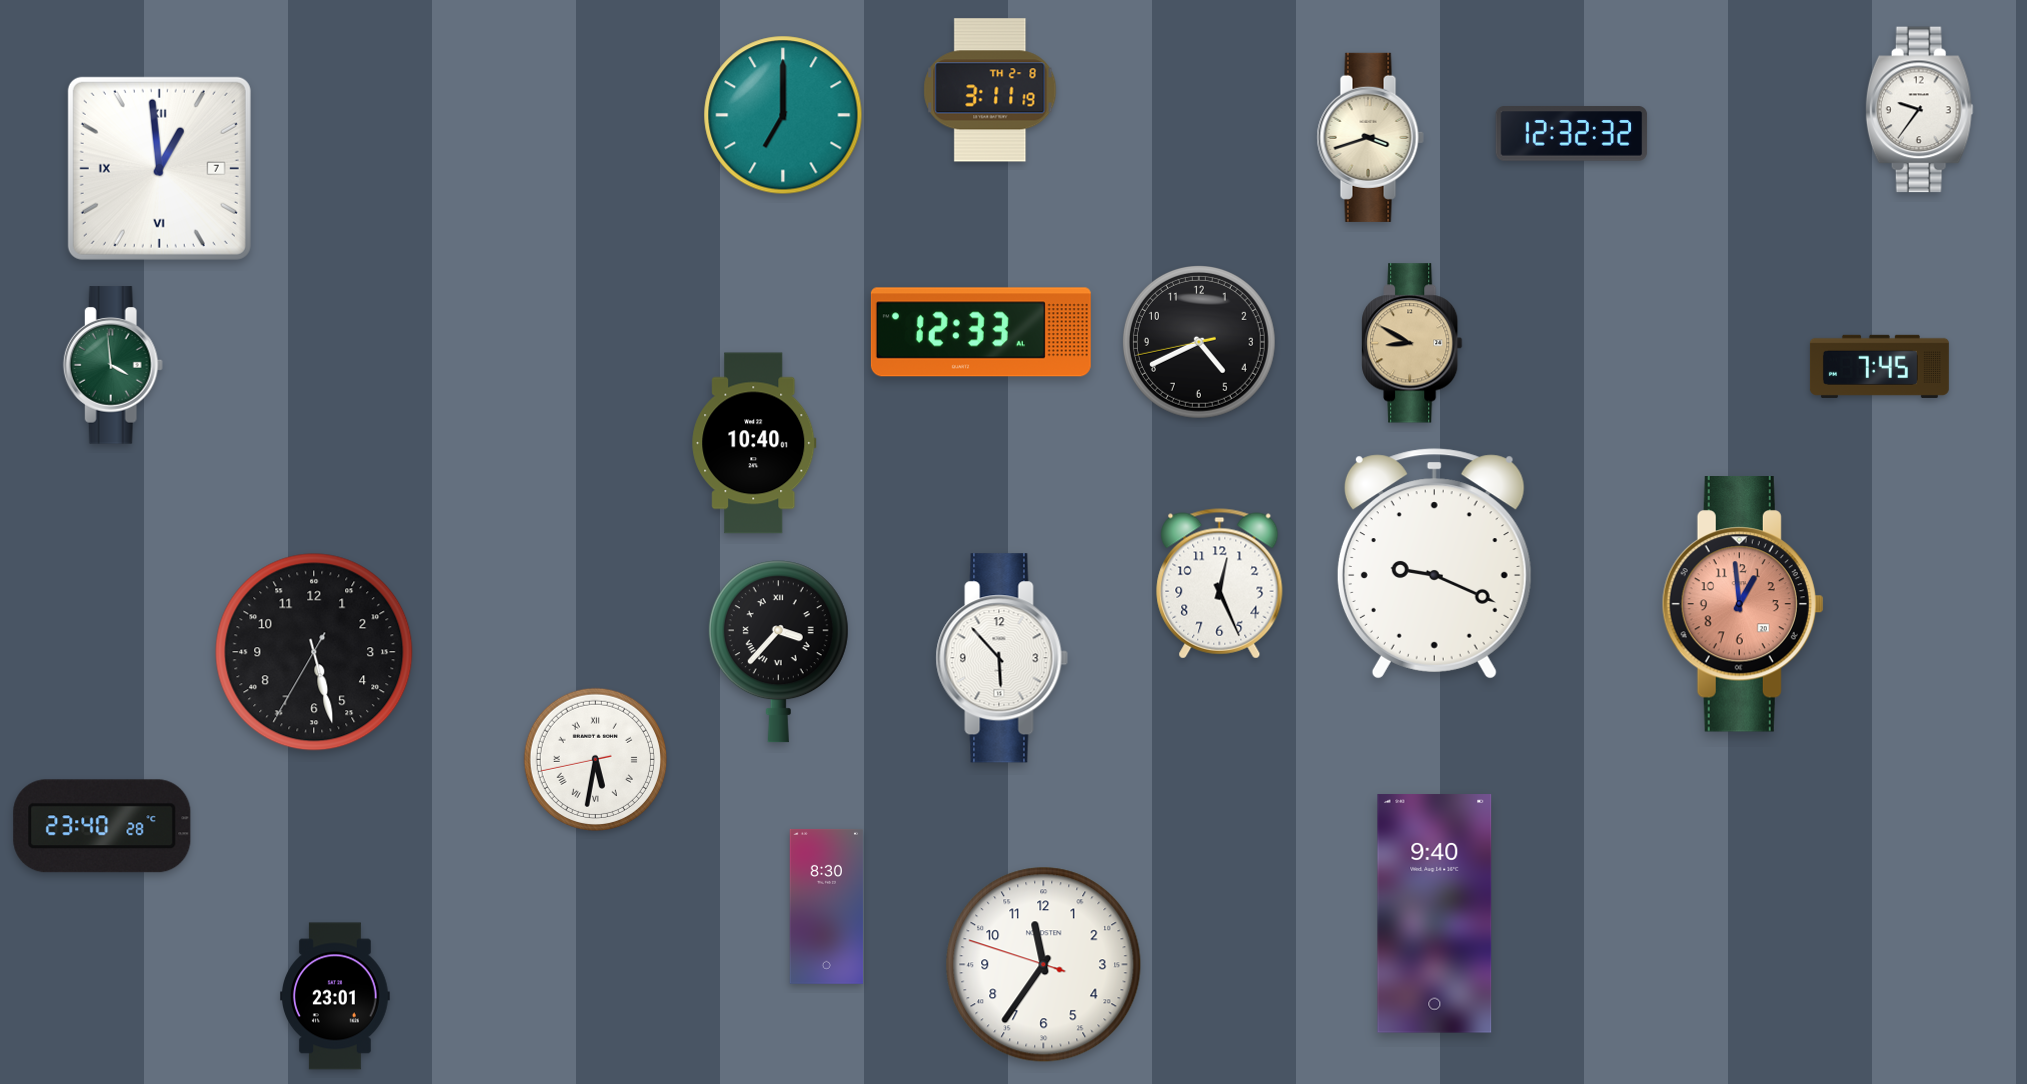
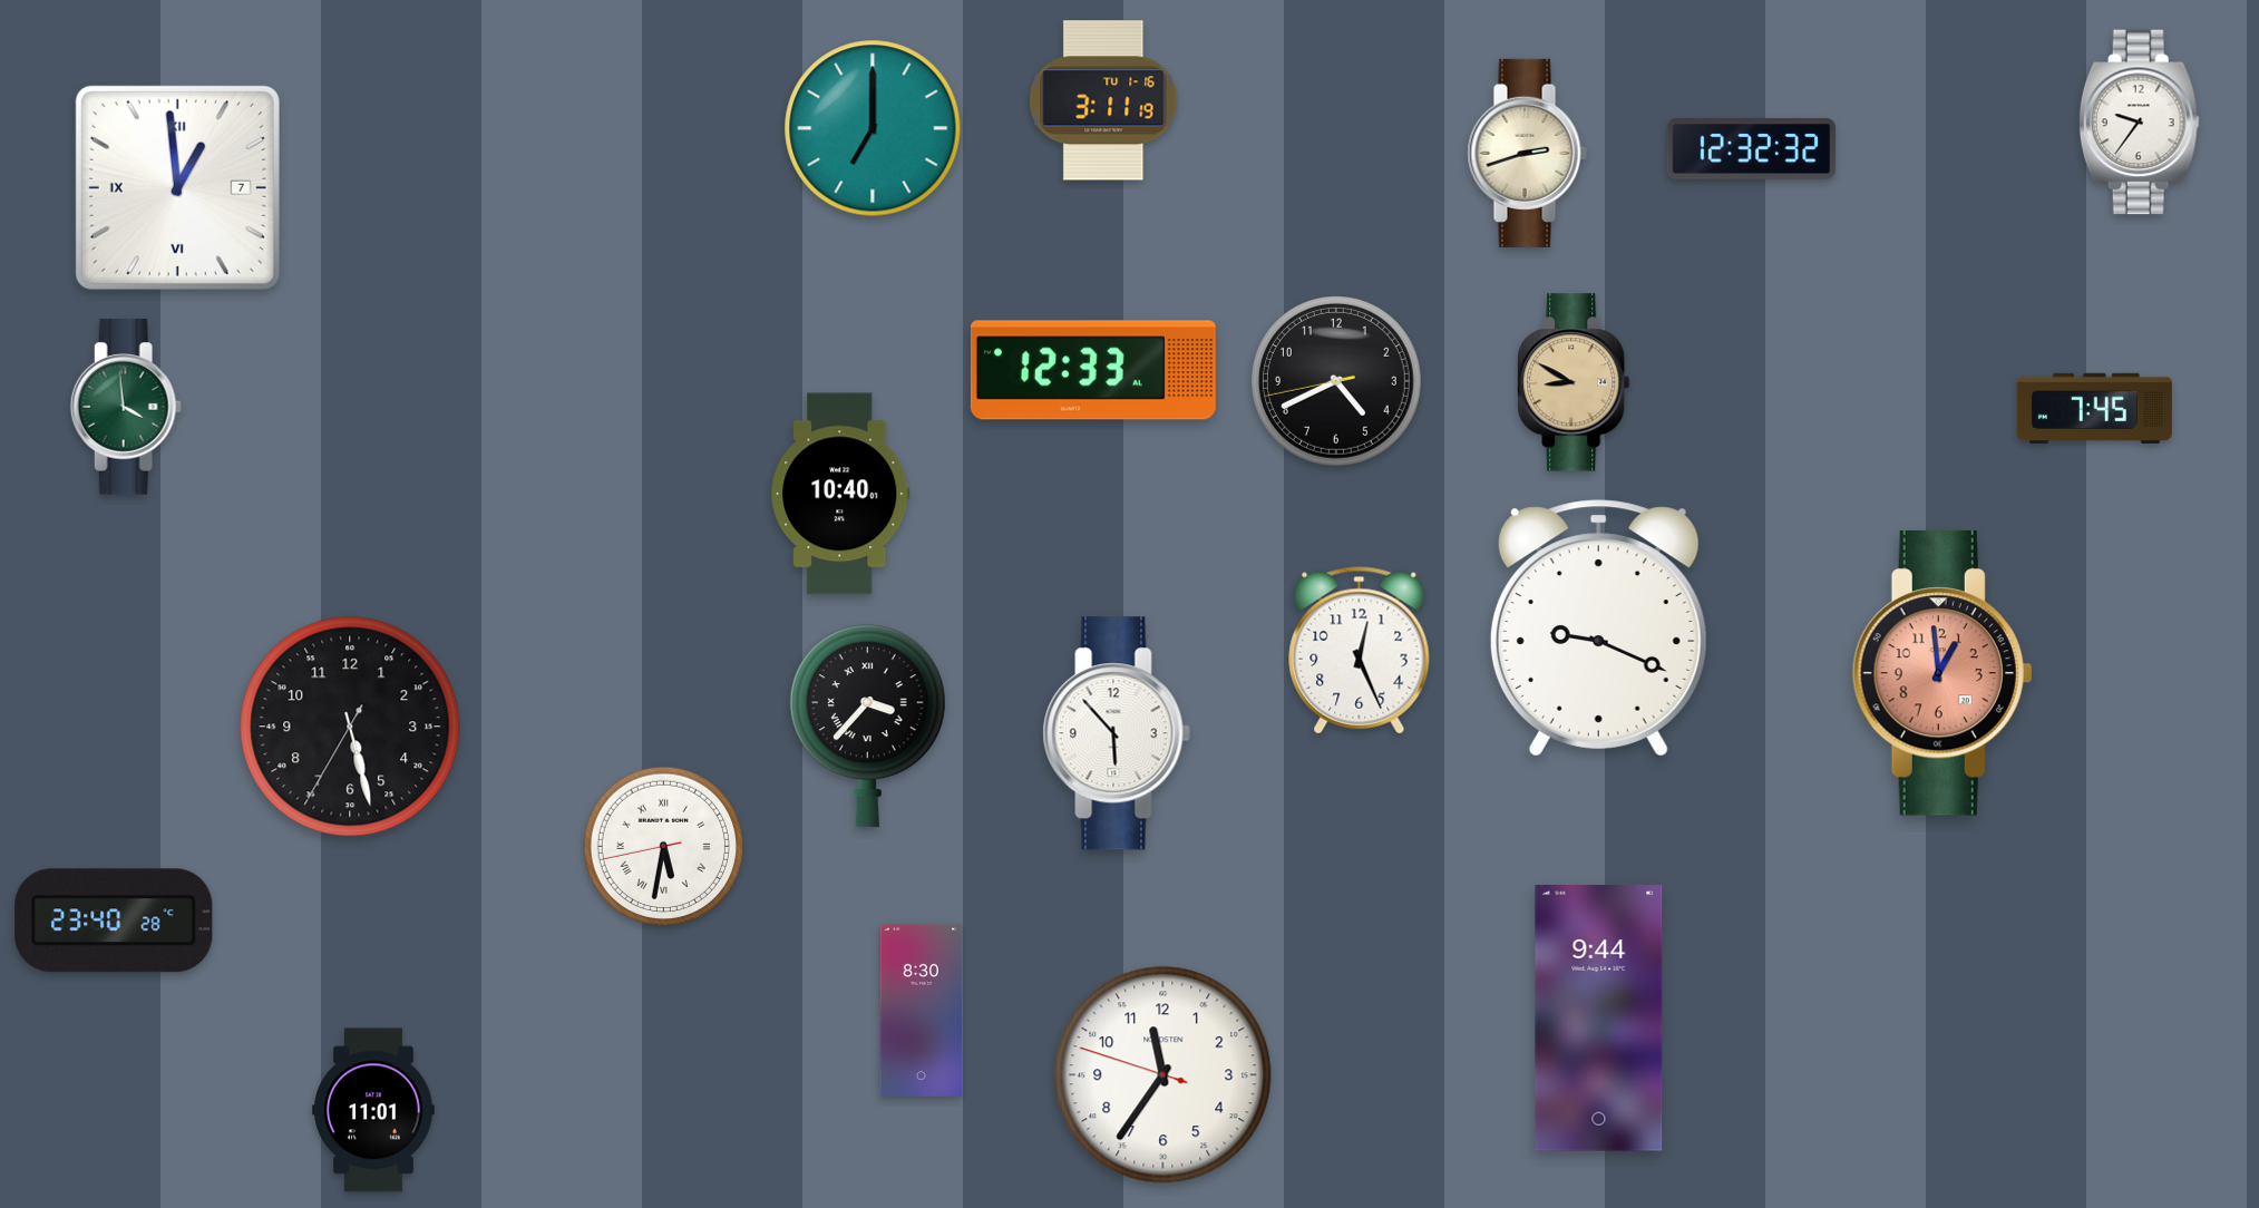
clock at (990, 90) date: TH 2-8 -> TU 1-16
clock at (1370, 137): 3:42 -> 2:42
clock at (1435, 914): 9:40 -> 9:44
clock at (336, 996): 23:01 -> 11:01
